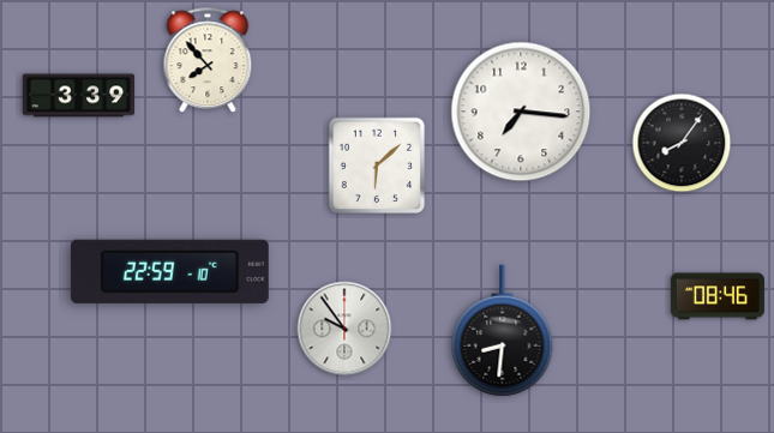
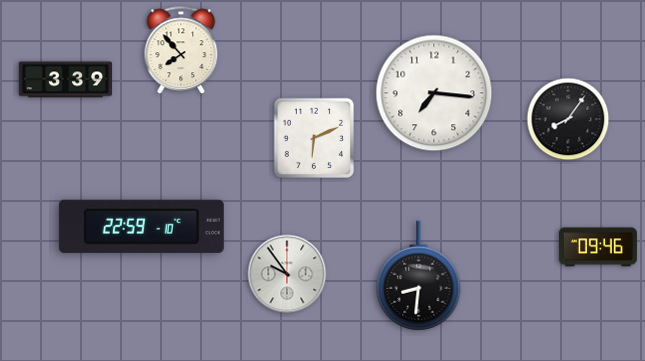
clock at (208, 61) position: (208, 61) -> (181, 51)
clock at (377, 166): 6:08 -> 6:11
clock at (718, 296): 08:46 -> 09:46
